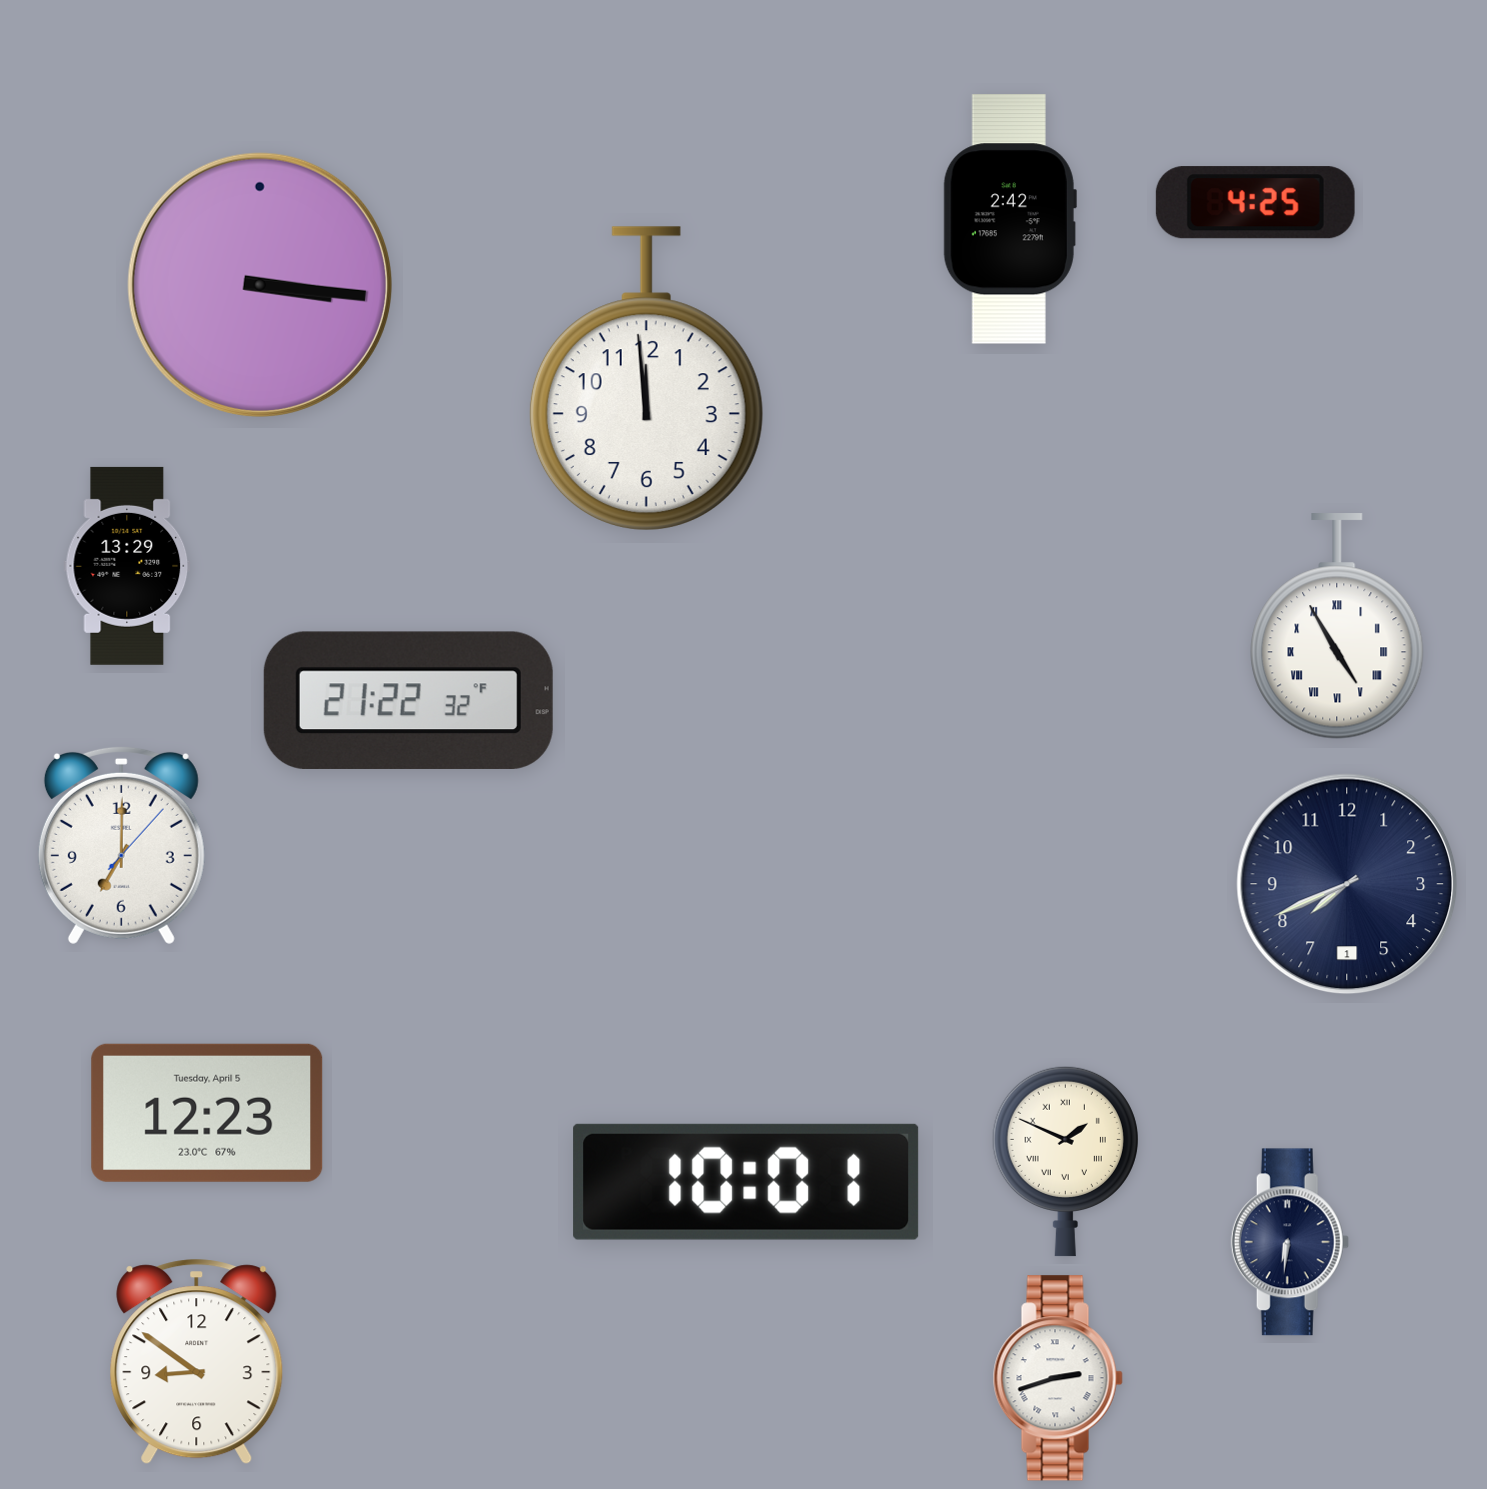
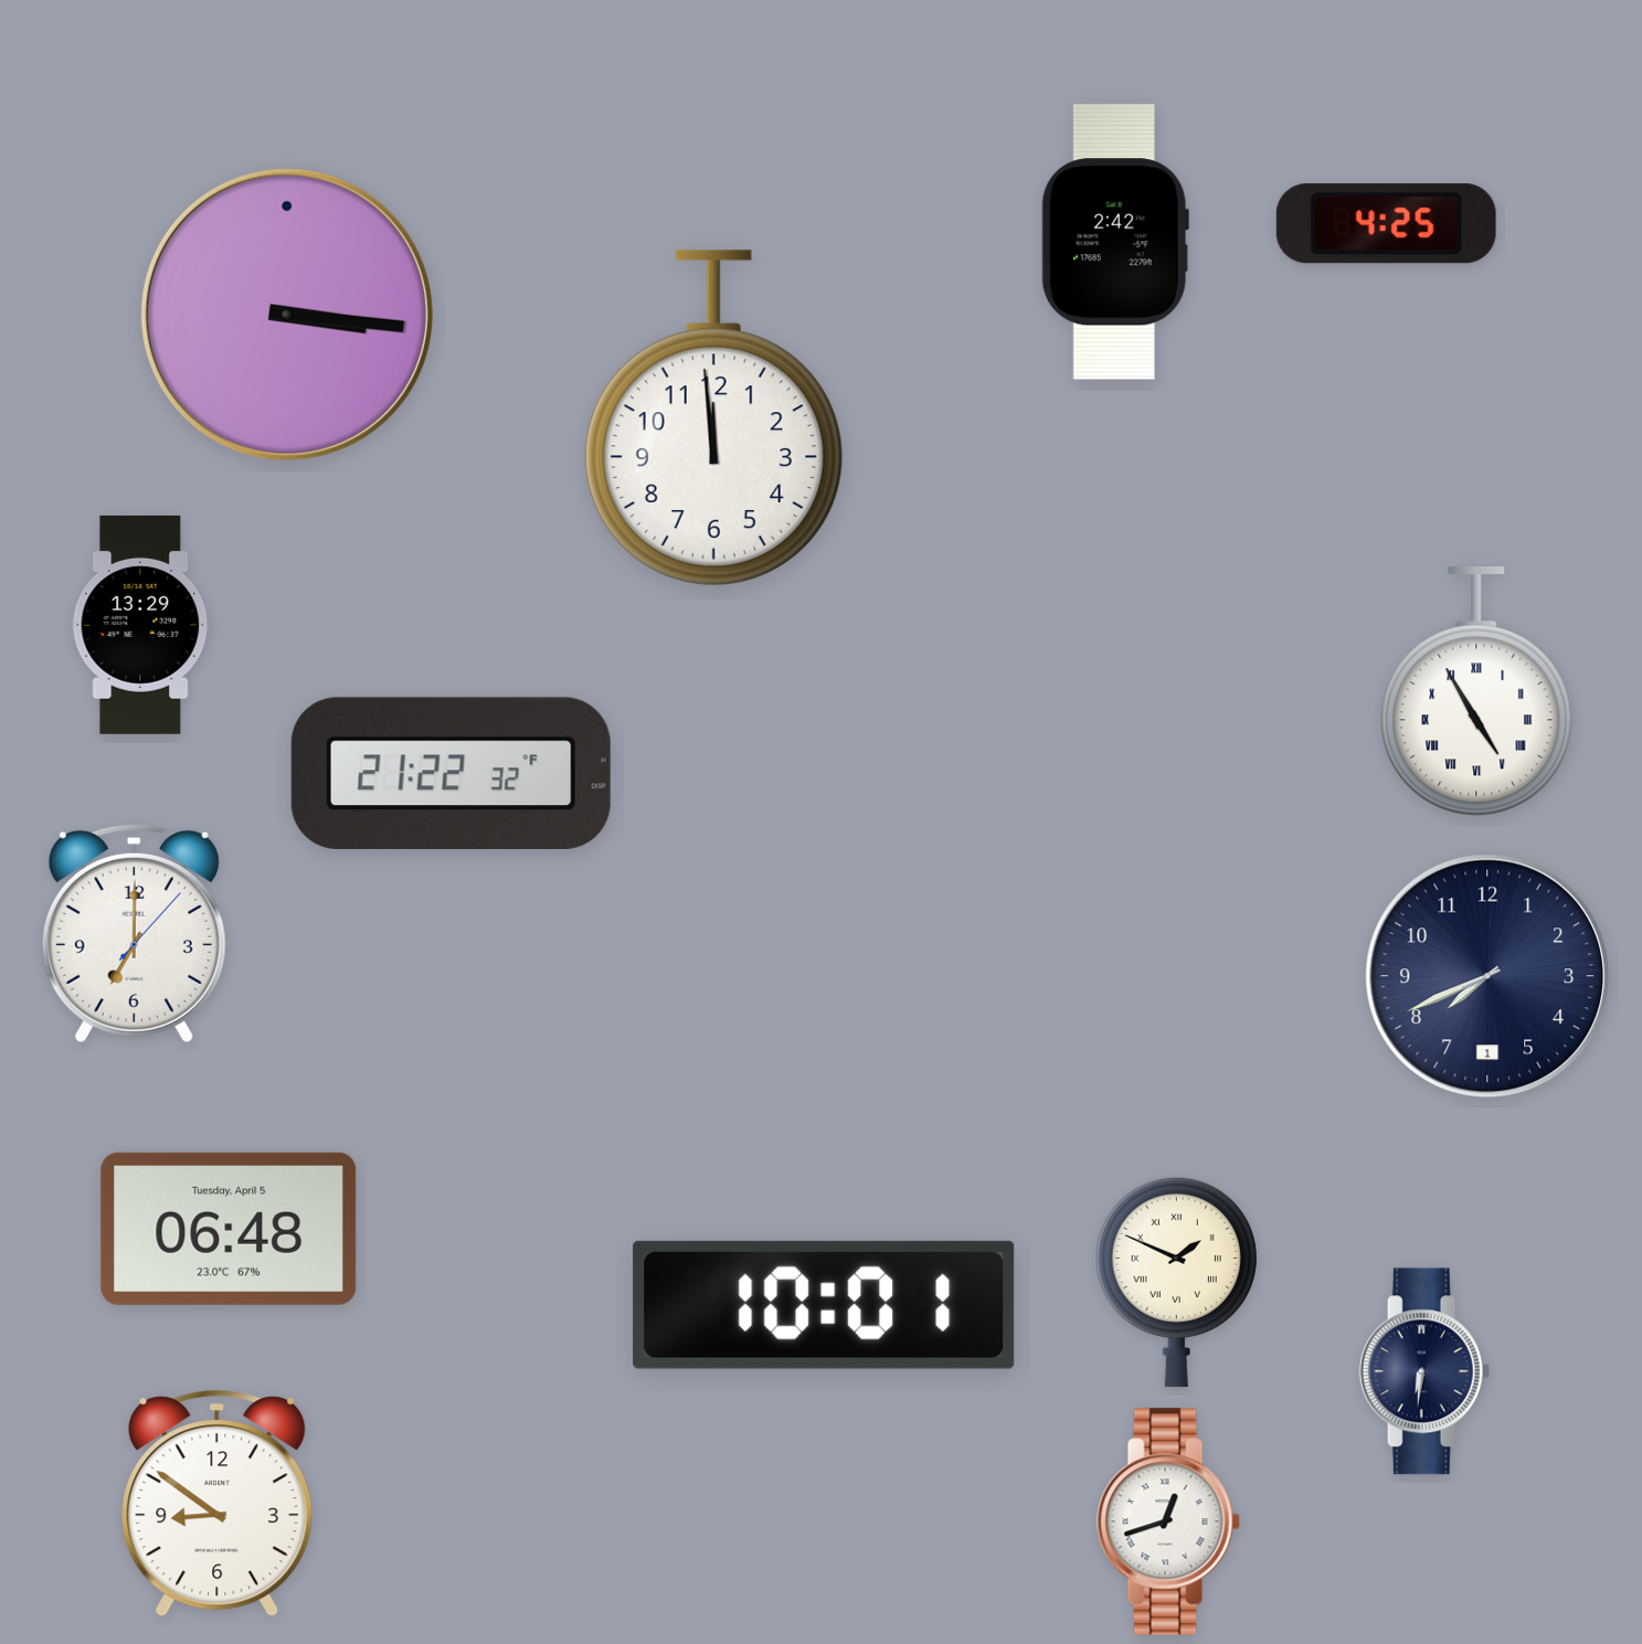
clock at (207, 1113): 12:23 -> 06:48
clock at (1058, 1378): 2:42 -> 12:42
